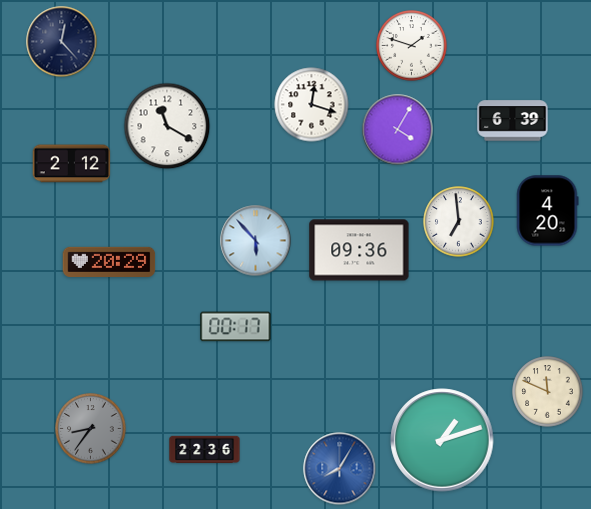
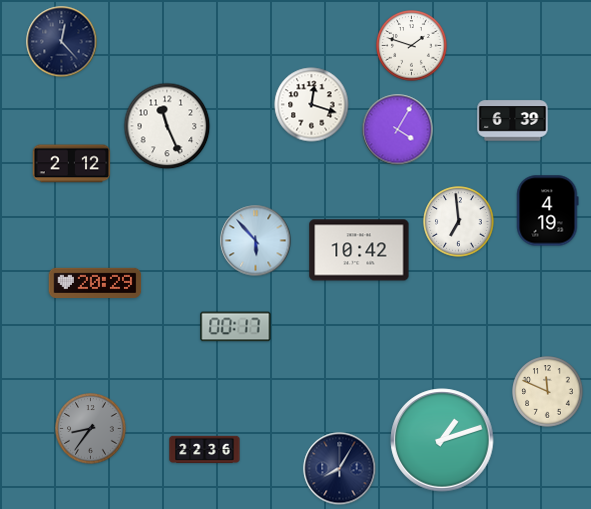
clock at (167, 126): 11:20 -> 11:26
clock at (548, 211): 4:20 -> 4:19
clock at (359, 250): 09:36 -> 10:42
clock at (109, 261) position: (109, 261) -> (95, 282)
clock at (340, 469) dial: blue -> navy
